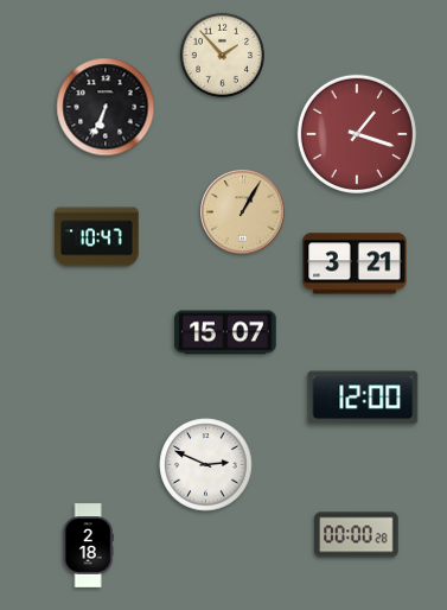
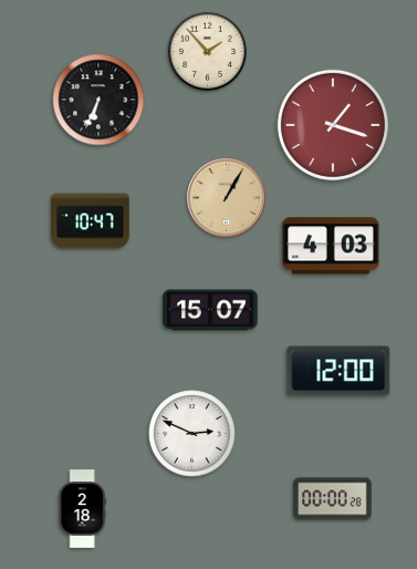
clock at (355, 263): 3:21 -> 4:03
